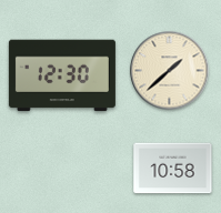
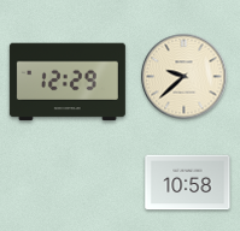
clock at (170, 71): 1:38 -> 9:38
clock at (62, 75): 12:30 -> 12:29
